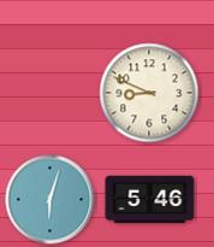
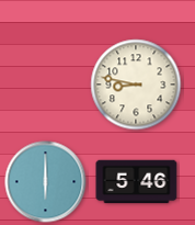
clock at (149, 93): 8:49 -> 8:47
clock at (50, 200): 6:03 -> 6:00
